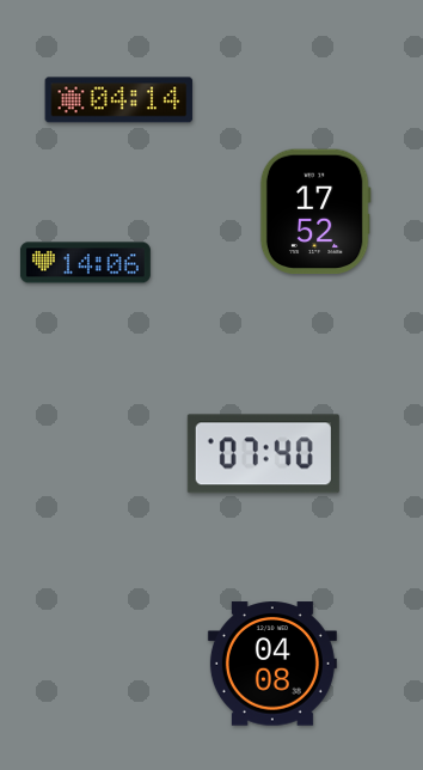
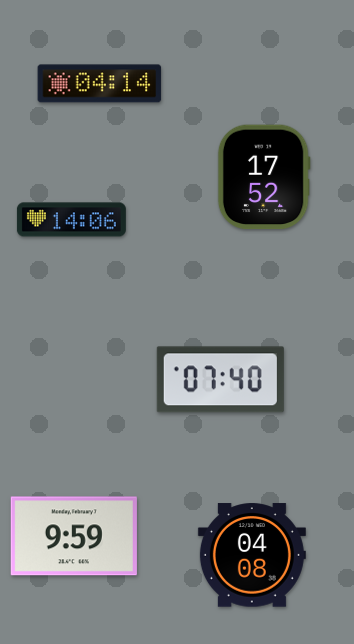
clock at (74, 536): none -> 9:59
clock at (272, 664) position: (272, 664) -> (252, 555)
